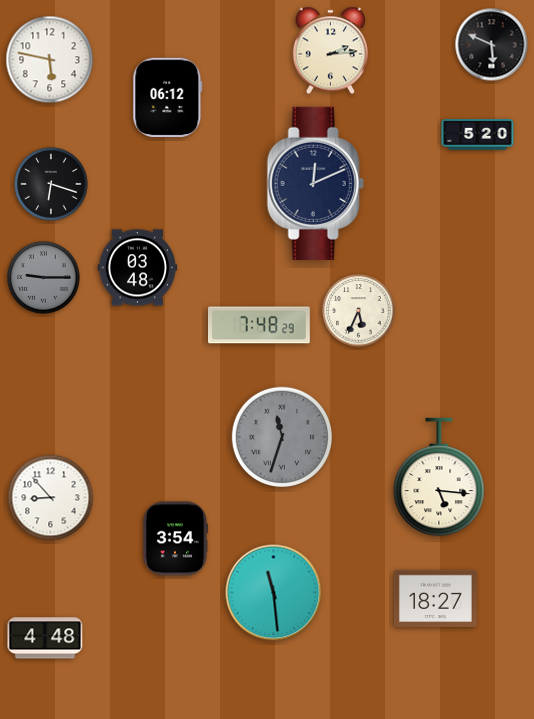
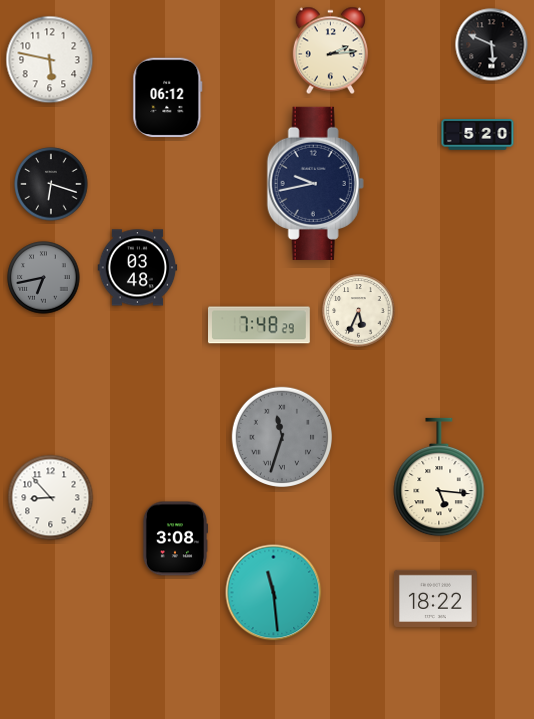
clock at (315, 183): 12:11 -> 9:43
clock at (44, 278): 9:15 -> 6:43
clock at (174, 539): 3:54 -> 3:08
clock at (435, 598): 18:27 -> 18:22
clock at (45, 638): 4:48 -> none
